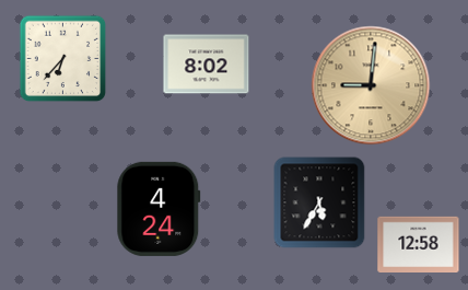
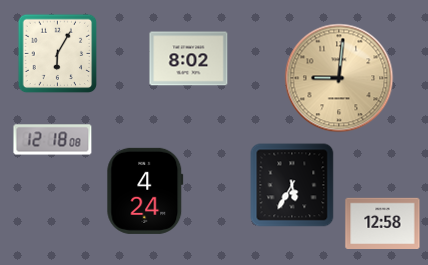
clock at (63, 59): 6:37 -> 6:05
clock at (53, 140): none -> 12:18
